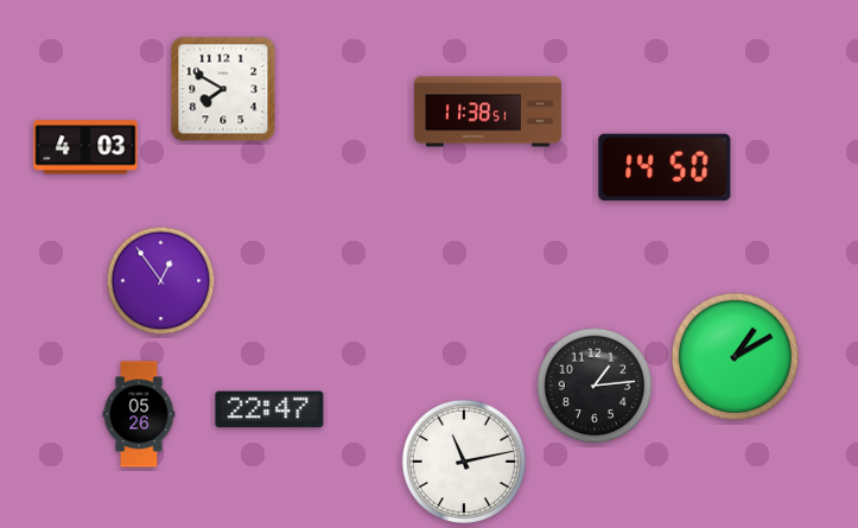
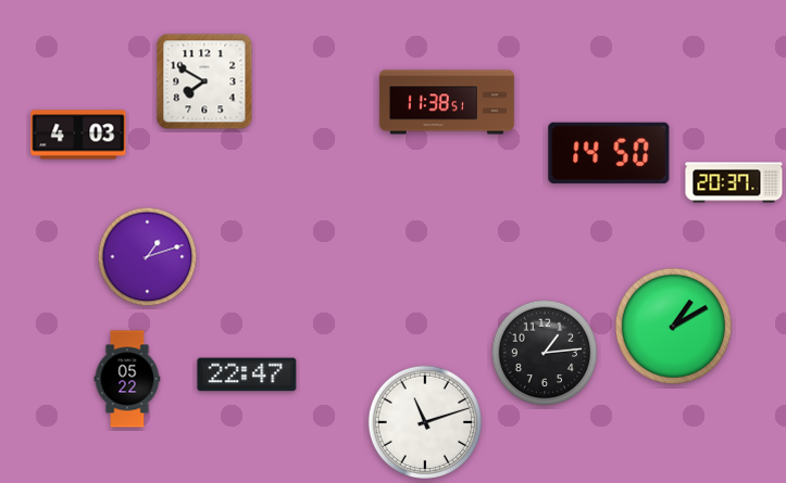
clock at (734, 182): none -> 20:37
clock at (161, 281): 12:54 -> 1:12
clock at (139, 414): 05:26 -> 05:22
clock at (463, 460): 11:13 -> 11:12
